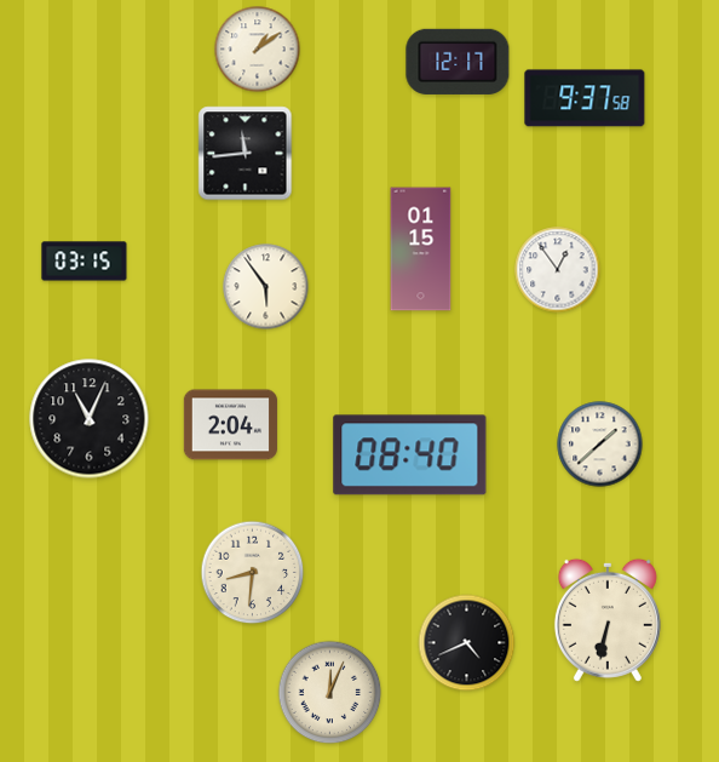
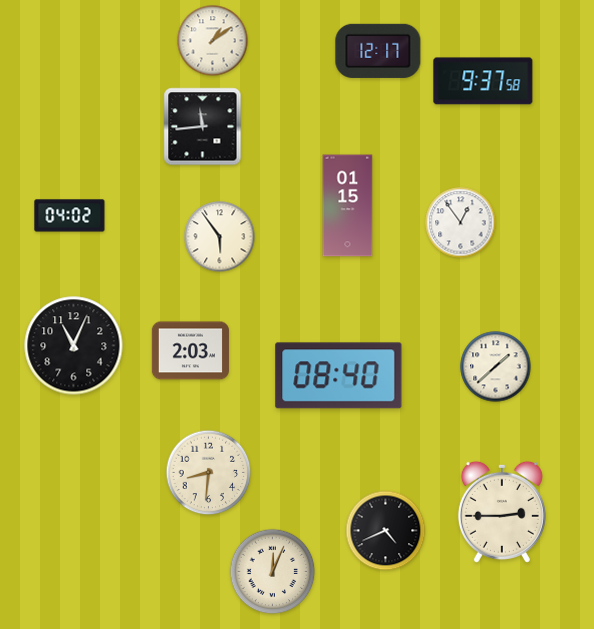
clock at (85, 262): 03:15 -> 04:02
clock at (230, 425): 2:04 -> 2:03
clock at (608, 620): 6:32 -> 2:45
